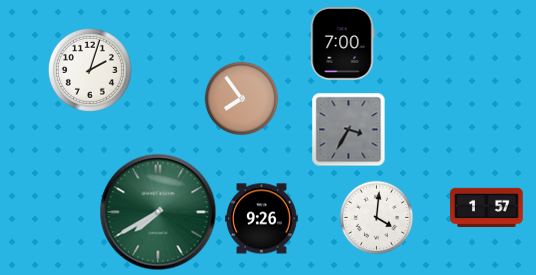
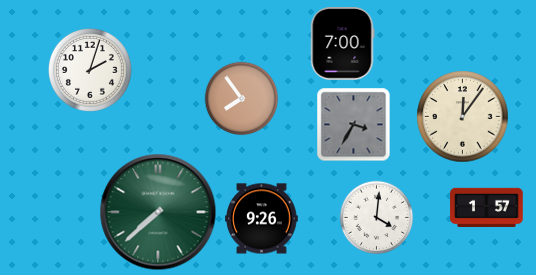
clock at (463, 117): none -> 12:06
clock at (349, 130) position: (349, 130) -> (354, 125)
clock at (158, 212): 7:40 -> 7:38
